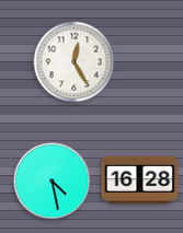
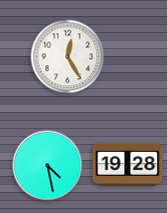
clock at (140, 179): 16:28 -> 19:28
